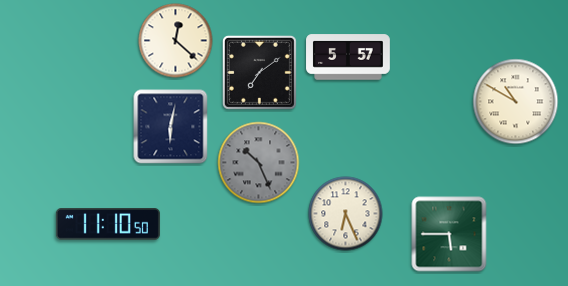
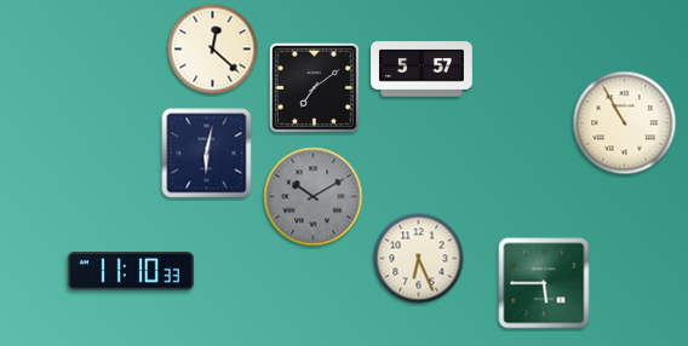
clock at (516, 102): 10:50 -> 10:55
clock at (259, 163): 10:26 -> 10:10
clock at (108, 224): 11:10:50 -> 11:10:33
